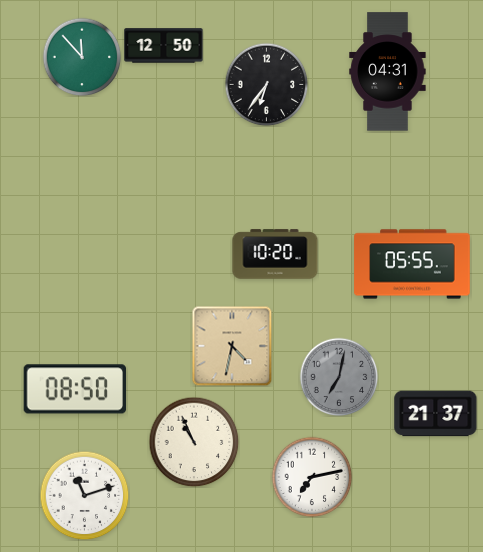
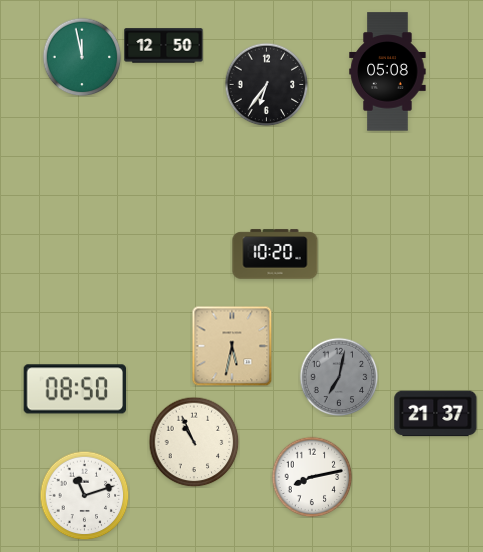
clock at (82, 57): 11:53 -> 11:58
clock at (388, 72): 04:31 -> 05:08
clock at (412, 264): 05:55 -> none
clock at (232, 346): 4:32 -> 5:32
clock at (312, 477): 7:13 -> 8:13
